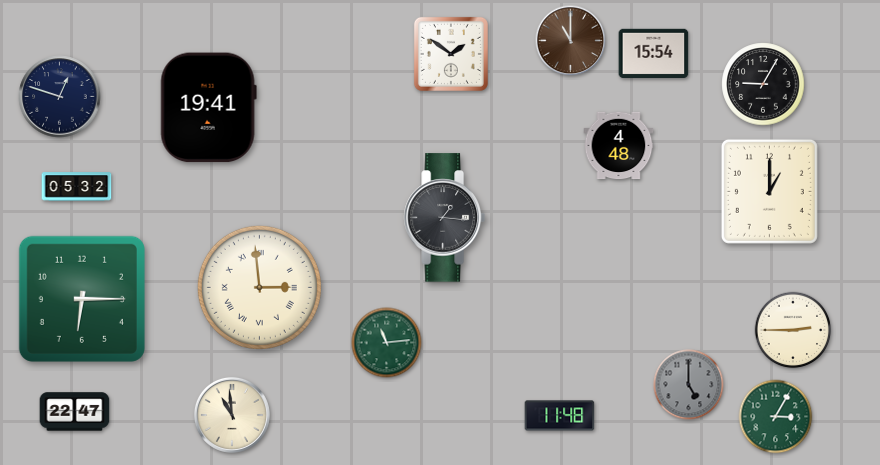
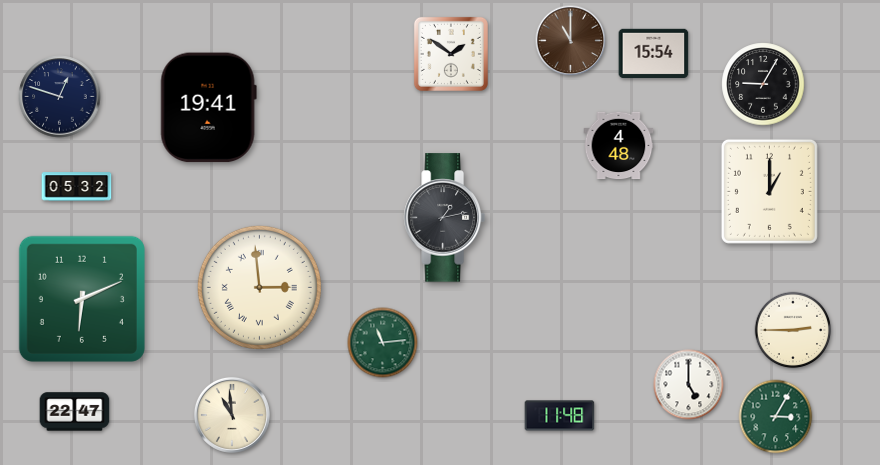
clock at (444, 218): 1:16 -> 1:13
clock at (82, 299): 6:15 -> 6:11
clock at (387, 343) position: (387, 343) -> (383, 343)
clock at (689, 385) dial: grey -> white
